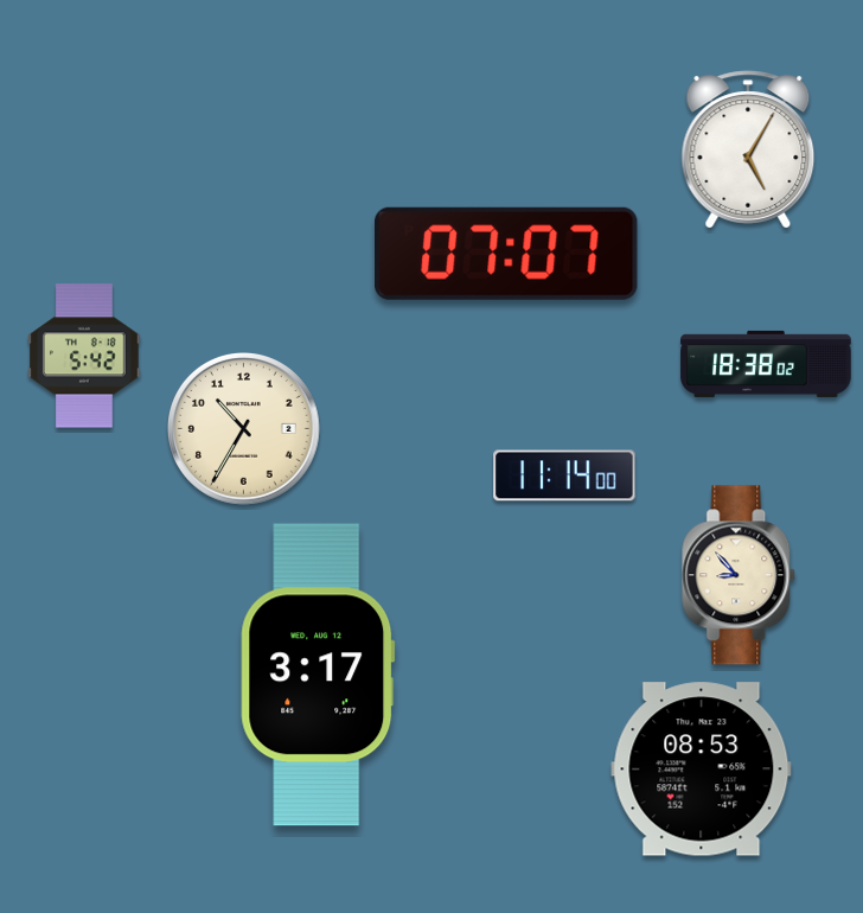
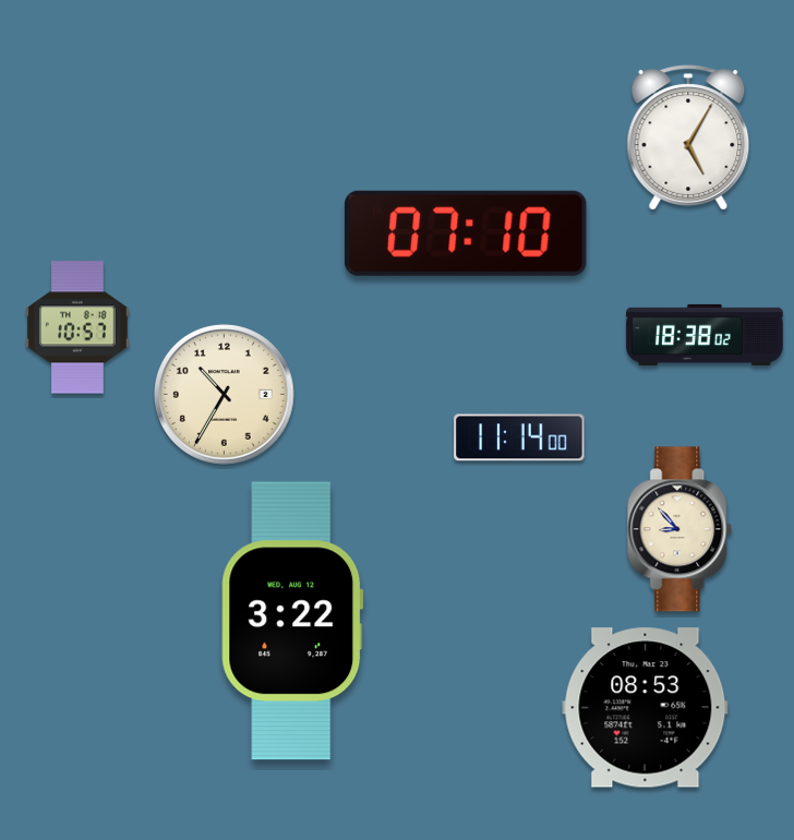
clock at (507, 254): 07:07 -> 07:10
clock at (85, 356): 5:42 -> 10:57
clock at (318, 675): 3:17 -> 3:22
